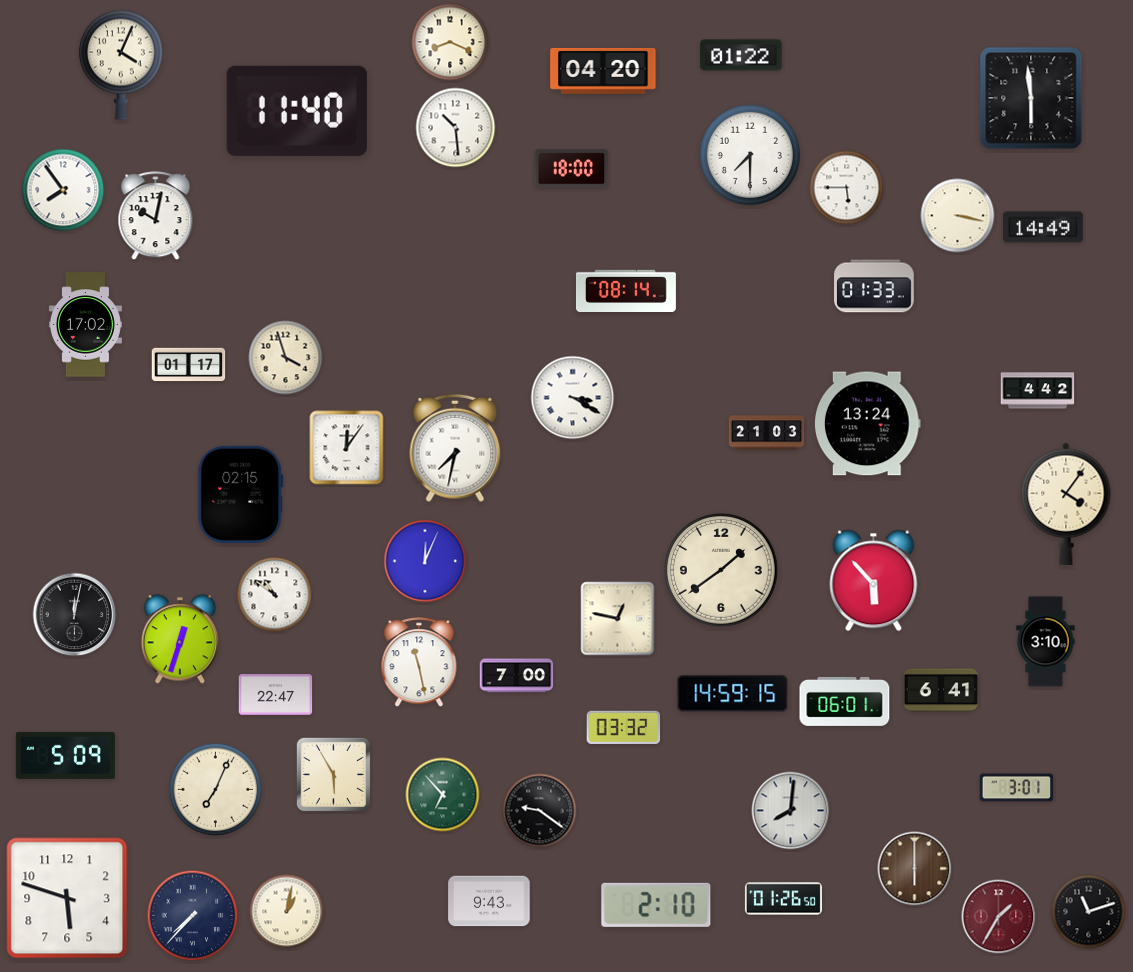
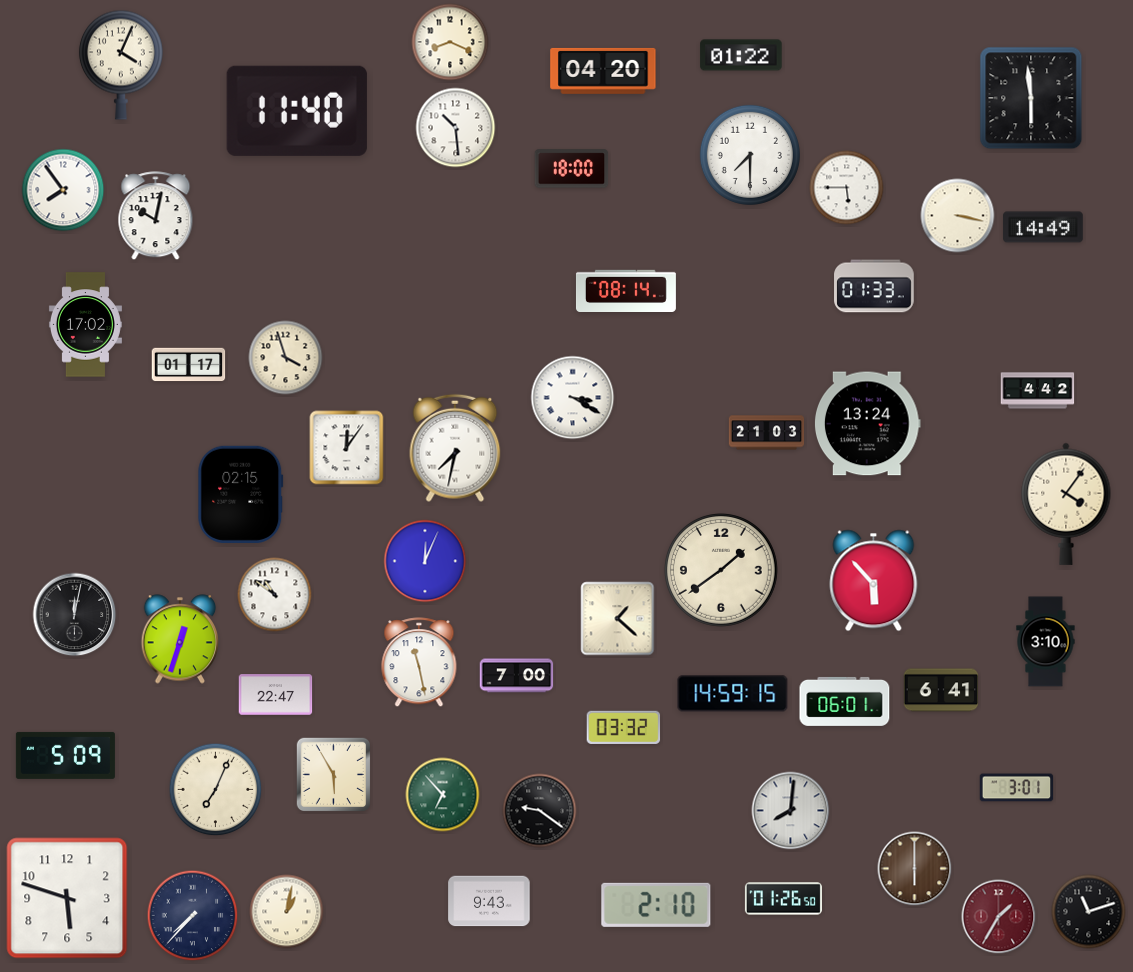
clock at (618, 619): 12:47 -> 1:22
